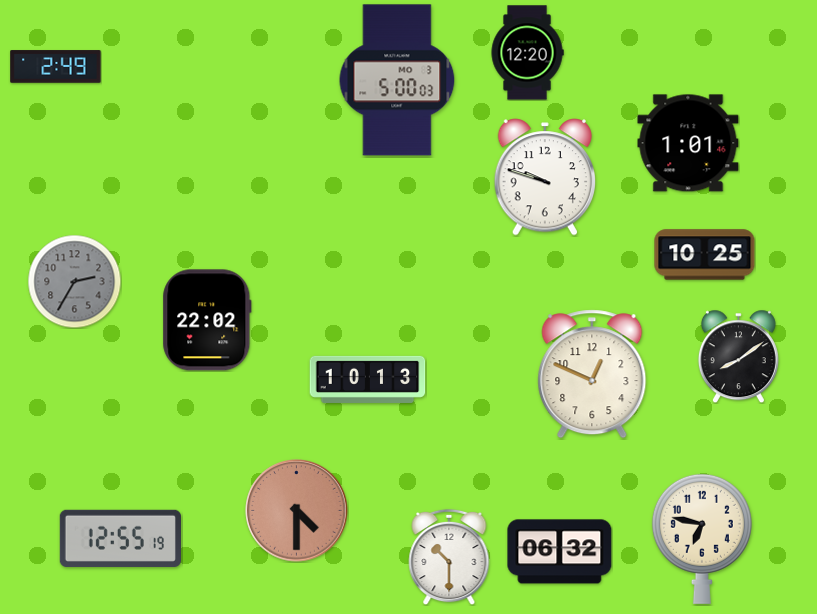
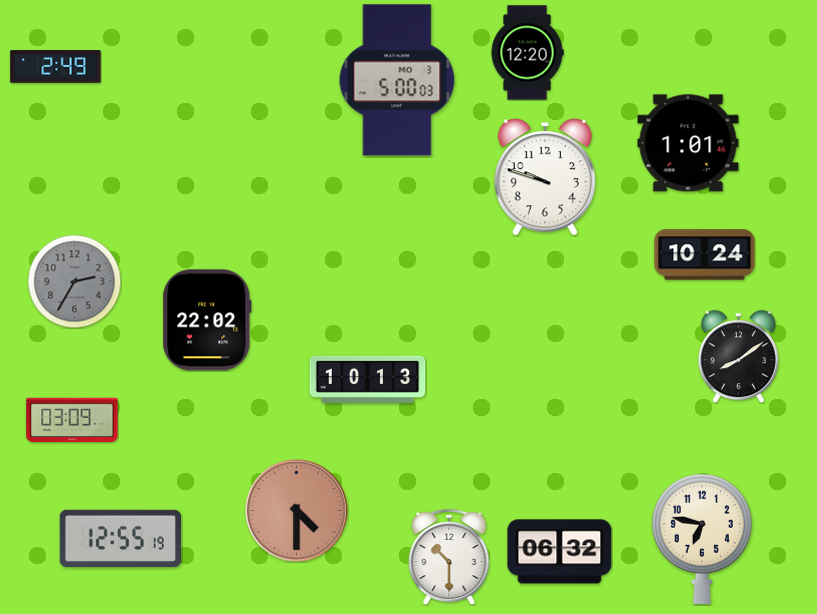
clock at (705, 255): 10:25 -> 10:24
clock at (592, 374): 12:49 -> none
clock at (72, 420): none -> 03:09
